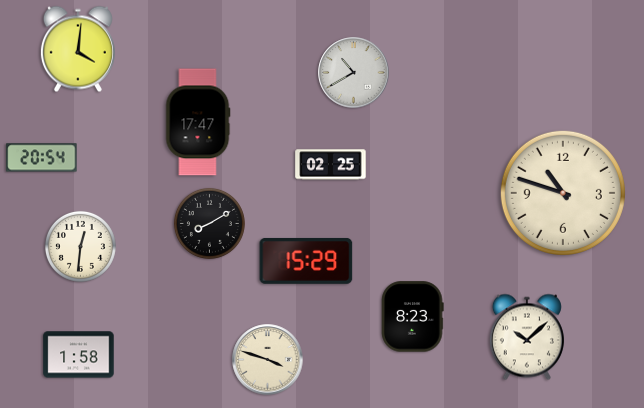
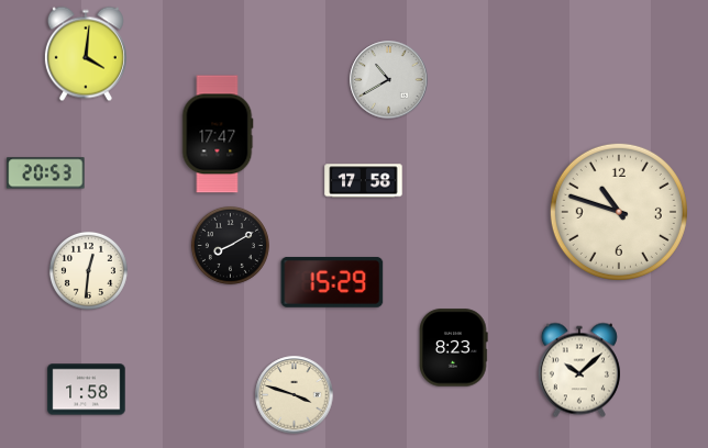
clock at (42, 158): 20:54 -> 20:53
clock at (331, 165): 02:25 -> 17:58
clock at (306, 261) position: (306, 261) -> (332, 282)
